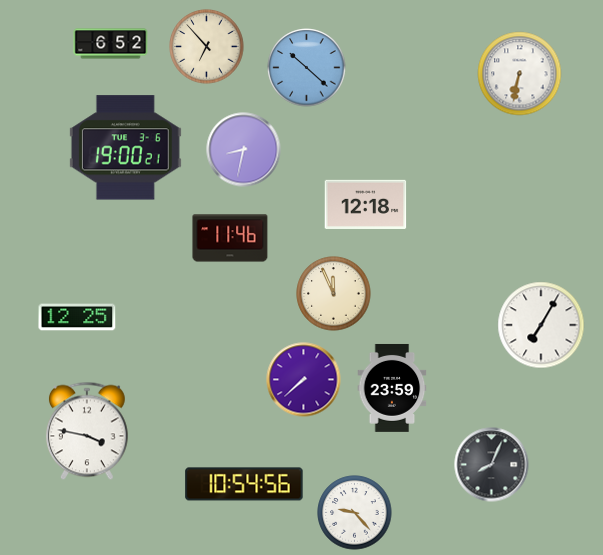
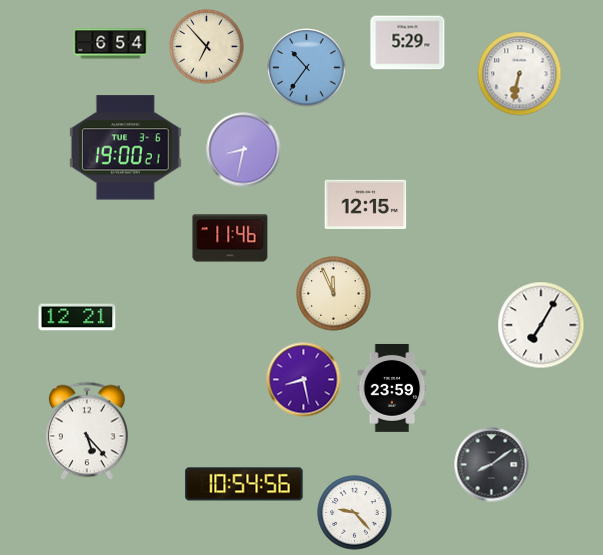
clock at (408, 43): none -> 5:29
clock at (111, 44): 6:52 -> 6:54
clock at (307, 68): 10:22 -> 10:36
clock at (366, 204): 12:18 -> 12:15
clock at (77, 317): 12:25 -> 12:21
clock at (304, 380): 7:38 -> 8:28
clock at (87, 431): 3:47 -> 5:23
clock at (492, 465): 8:04 -> 8:09
